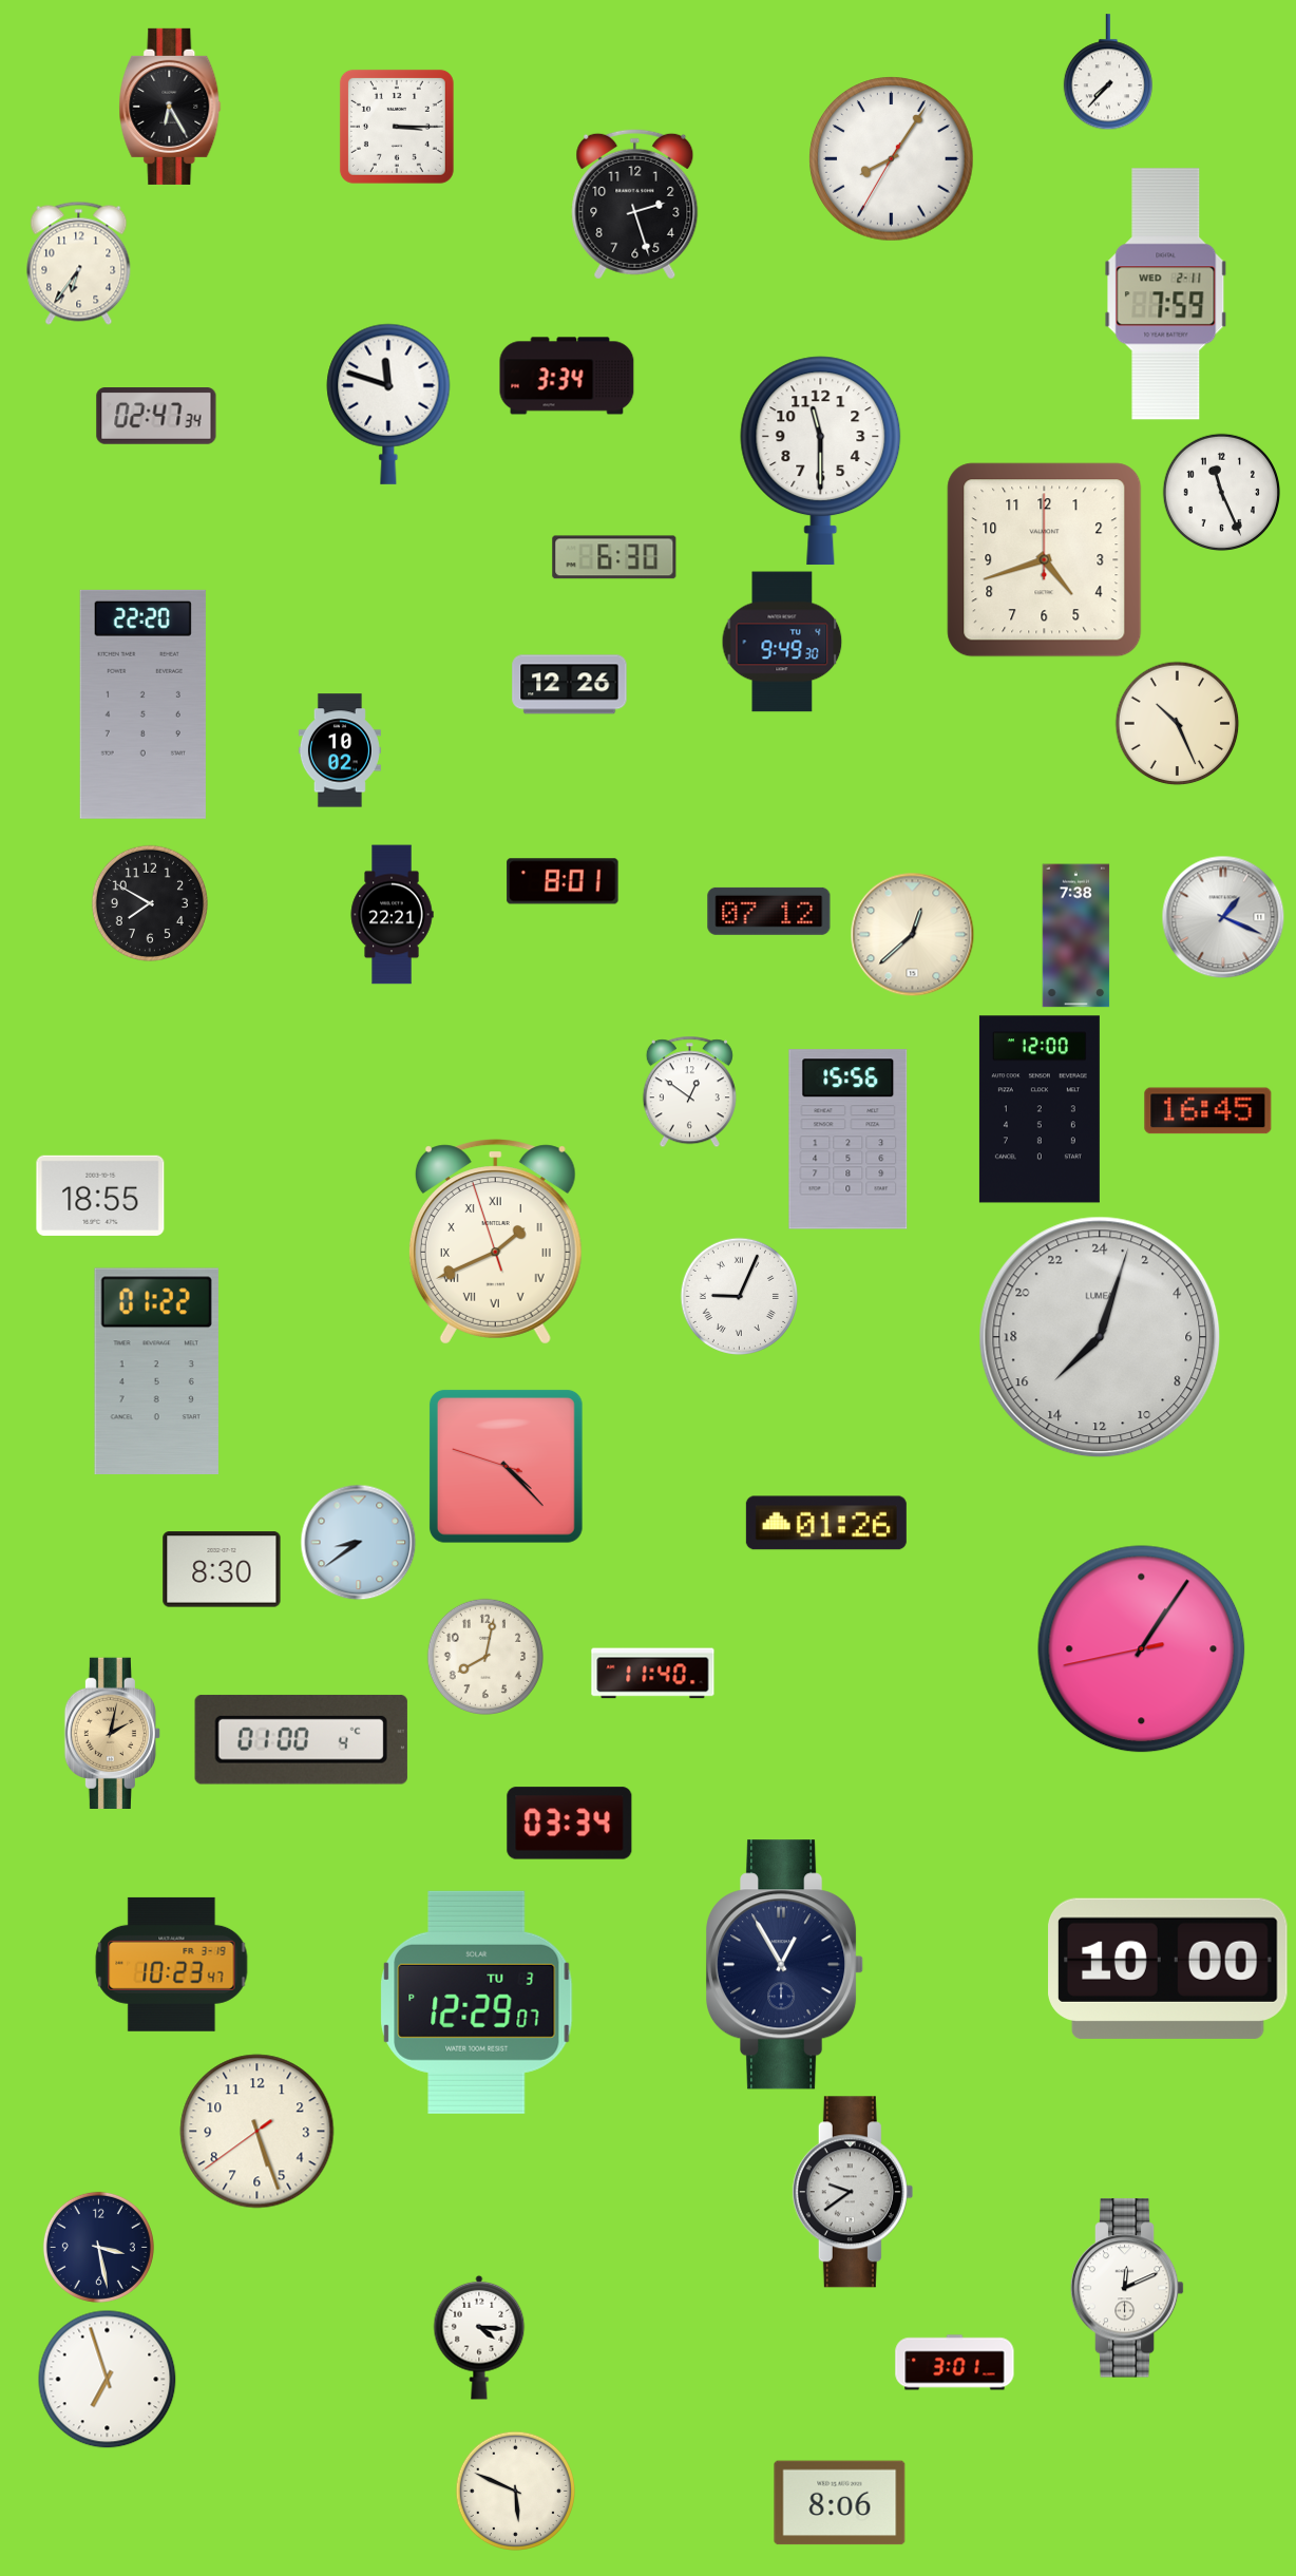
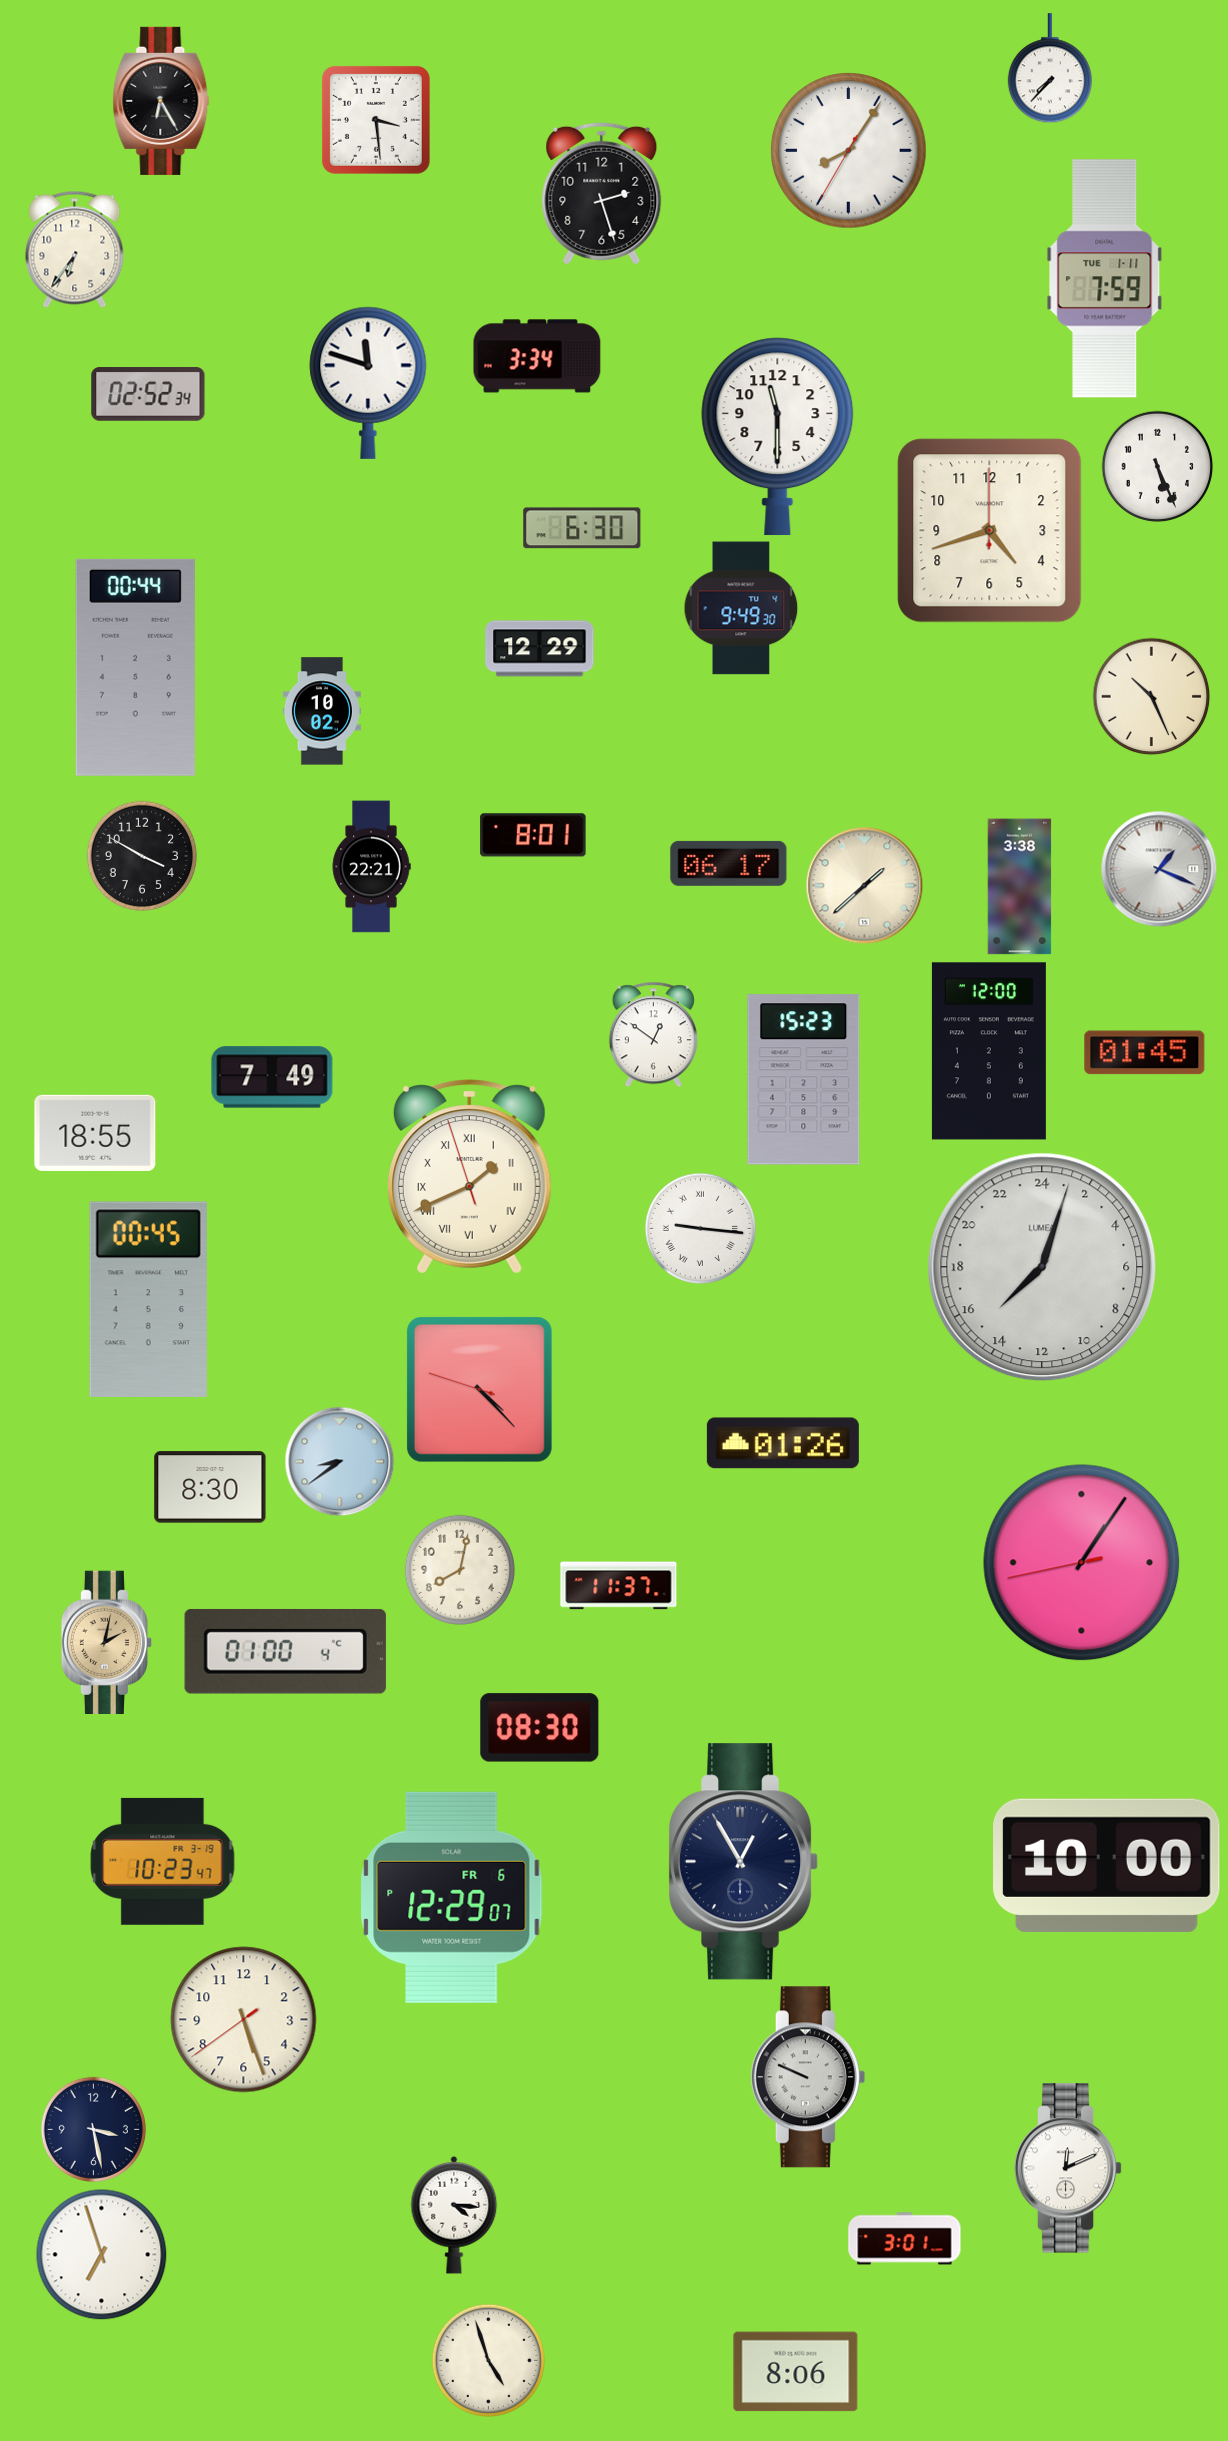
clock at (397, 127): 3:15 -> 3:29
clock at (892, 159) position: (892, 159) -> (849, 151)
clock at (1166, 294) date: WED 2-11 -> TUE 1-11
clock at (156, 416): 02:47 -> 02:52
clock at (1221, 492): 11:26 -> 5:26
clock at (570, 685): 12:26 -> 12:29
clock at (142, 704): 22:20 -> 00:44
clock at (1177, 723) position: (1177, 723) -> (1151, 696)
clock at (150, 903): 7:50 -> 3:50
clock at (769, 911): 07:12 -> 06:17
clock at (912, 934): 12:38 -> 1:38
clock at (1076, 936): 7:38 -> 3:38
clock at (1040, 1109) position: (1040, 1109) -> (989, 1051)
clock at (1208, 1111): 16:45 -> 01:45
clock at (272, 1077): none -> 7:49
clock at (849, 1140): 15:56 -> 15:23
clock at (739, 1296): 9:04 -> 9:16
clock at (156, 1371): 01:22 -> 00:45
clock at (653, 1674): 11:40 -> 11:37
clock at (301, 1739) position: (301, 1739) -> (285, 1651)
clock at (570, 1824): 03:34 -> 08:30
clock at (477, 2002) date: TU 3 -> FR 6
clock at (853, 2192): 9:39 -> 9:49
clock at (515, 2491): 5:49 -> 4:57
